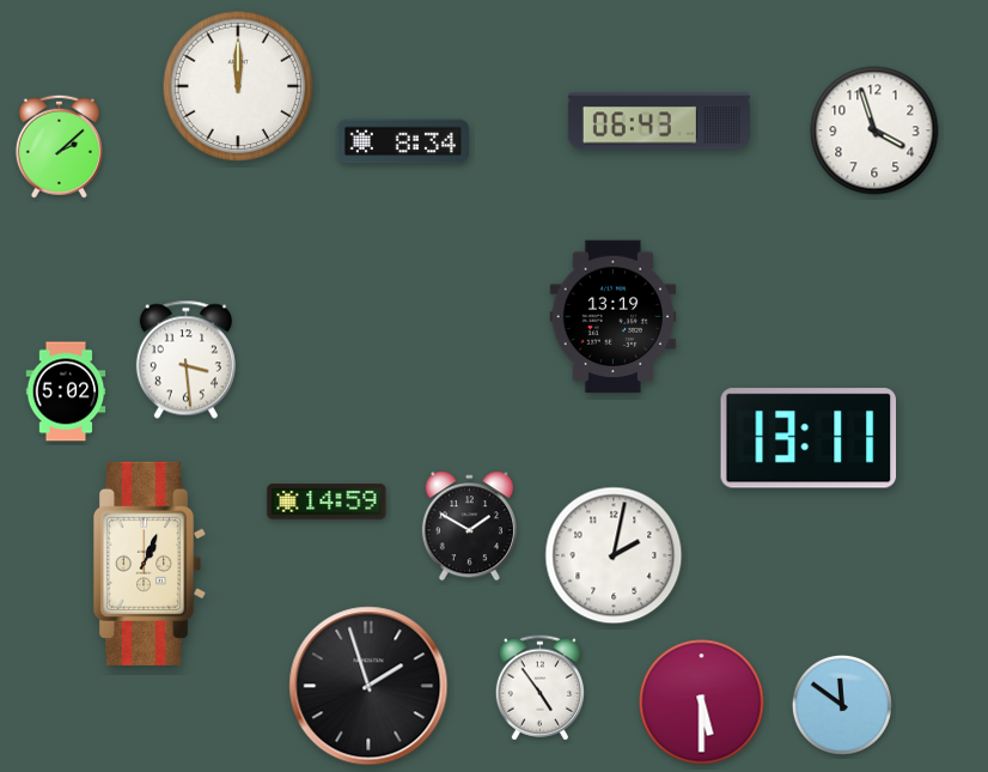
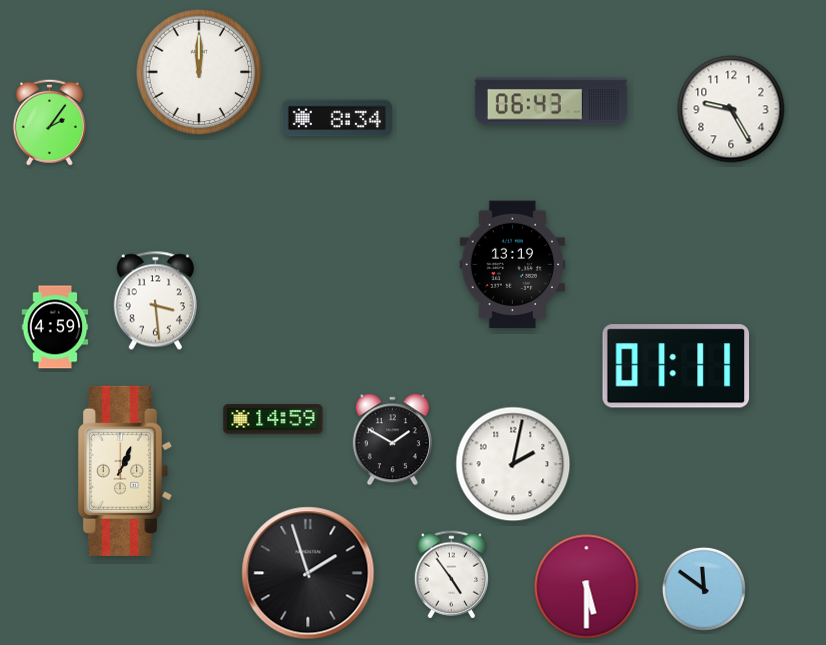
clock at (874, 130): 3:57 -> 9:25
clock at (59, 146): 2:08 -> 2:06
clock at (66, 391): 5:02 -> 4:59
clock at (809, 438): 13:11 -> 01:11
